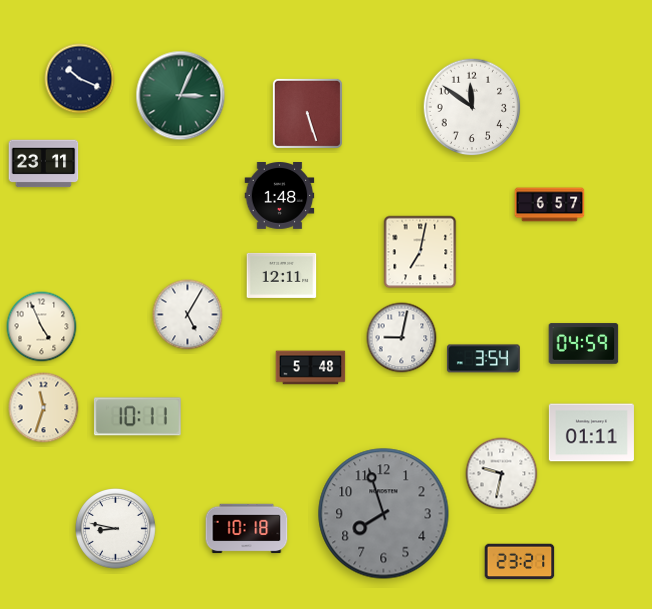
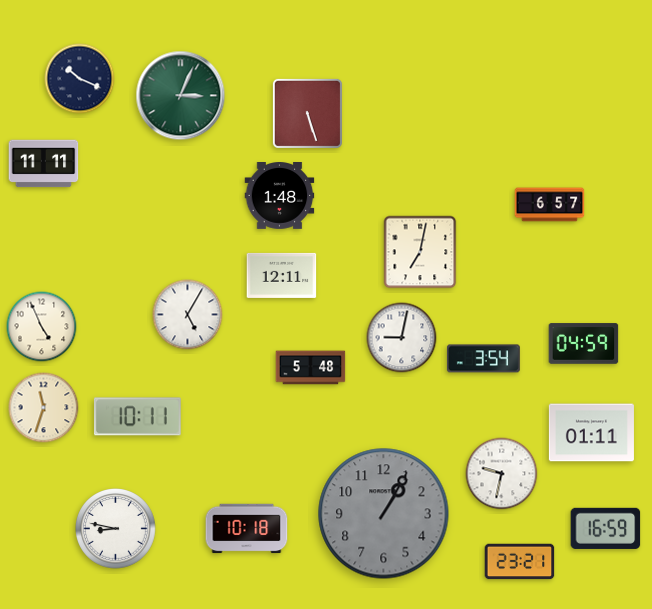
clock at (472, 107): 11:51 -> none
clock at (44, 164): 23:11 -> 11:11
clock at (384, 514): 7:57 -> 1:05
clock at (606, 528): none -> 16:59
